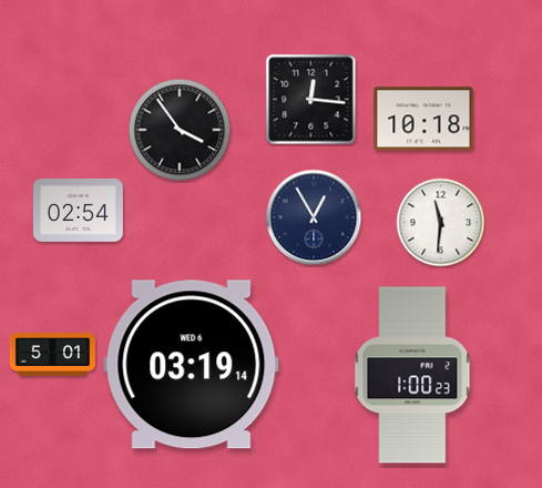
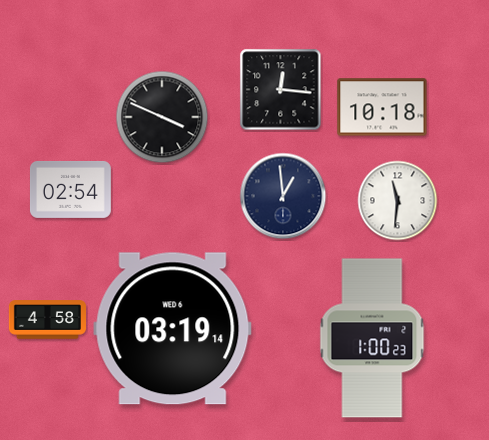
clock at (180, 130): 3:54 -> 3:49
clock at (314, 217): 12:55 -> 12:59
clock at (52, 355): 5:01 -> 4:58
